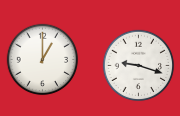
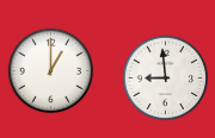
clock at (139, 66): 9:18 -> 8:59
